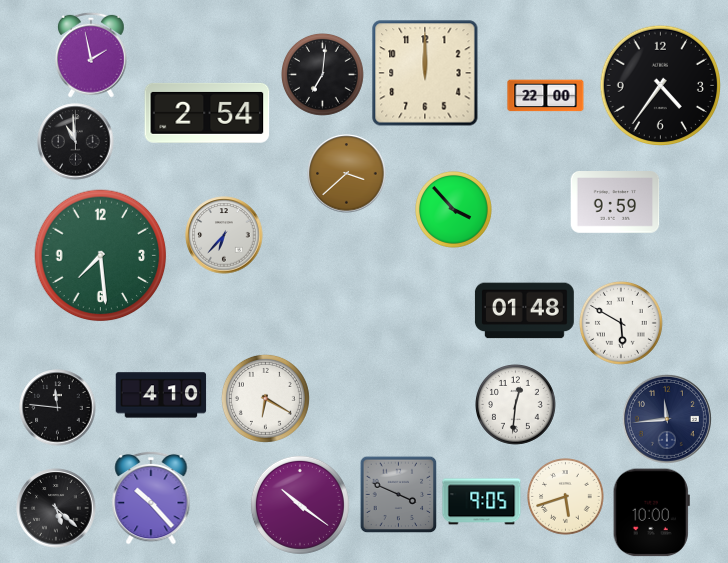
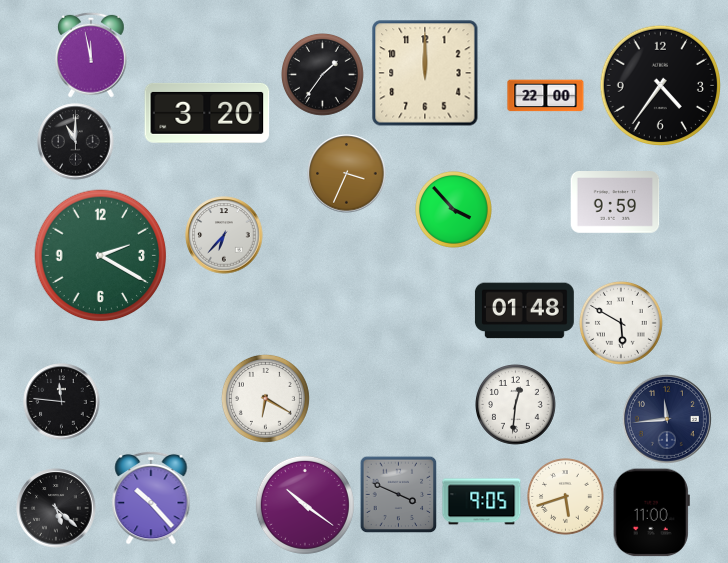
clock at (91, 55): 1:58 -> 11:58
clock at (322, 74): 7:01 -> 1:36
clock at (207, 113): 2:54 -> 3:20
clock at (76, 142): 10:59 -> 11:00
clock at (347, 174): 3:38 -> 3:34
clock at (101, 256): 7:29 -> 2:20
clock at (161, 395): 4:10 -> none
clock at (58, 408) position: (58, 408) -> (62, 402)
clock at (300, 505) position: (300, 505) -> (305, 505)
clock at (651, 513): 10:00 -> 11:00
